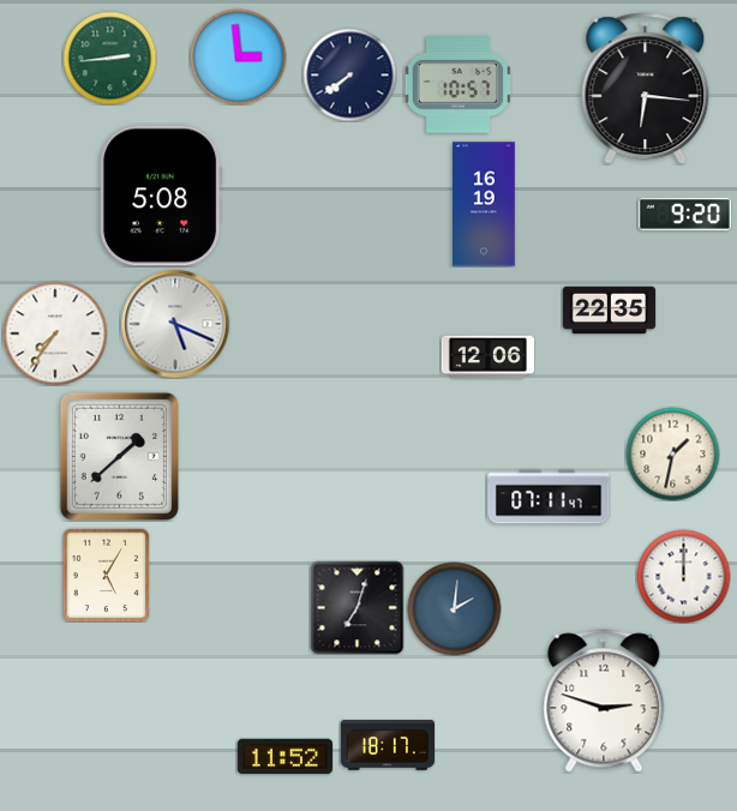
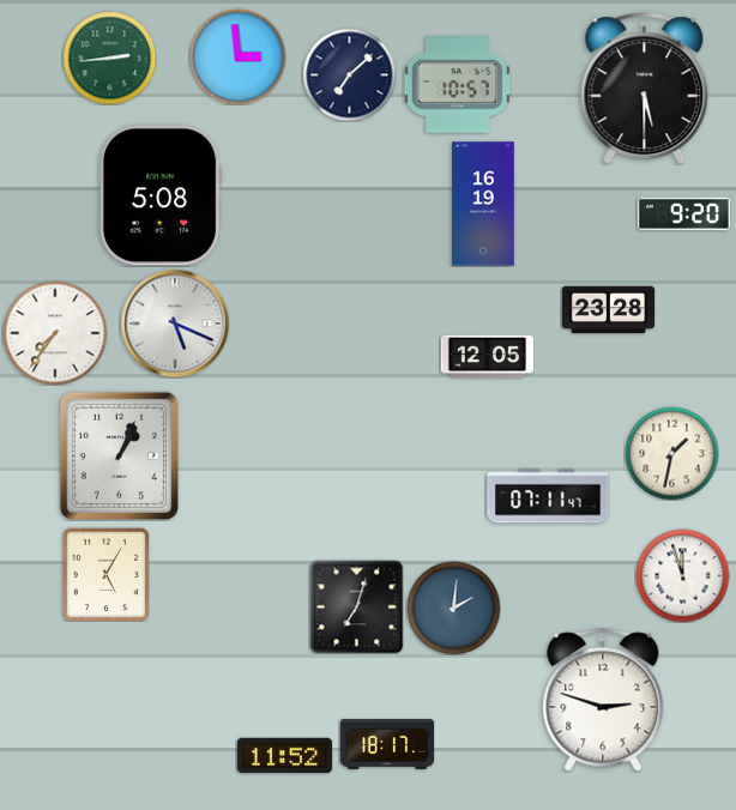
clock at (349, 74): 7:39 -> 7:08
clock at (646, 89): 6:16 -> 5:30
clock at (609, 311): 22:35 -> 23:28
clock at (487, 358): 12:06 -> 12:05
clock at (119, 456): 1:38 -> 1:04
clock at (683, 576): 12:00 -> 11:57
